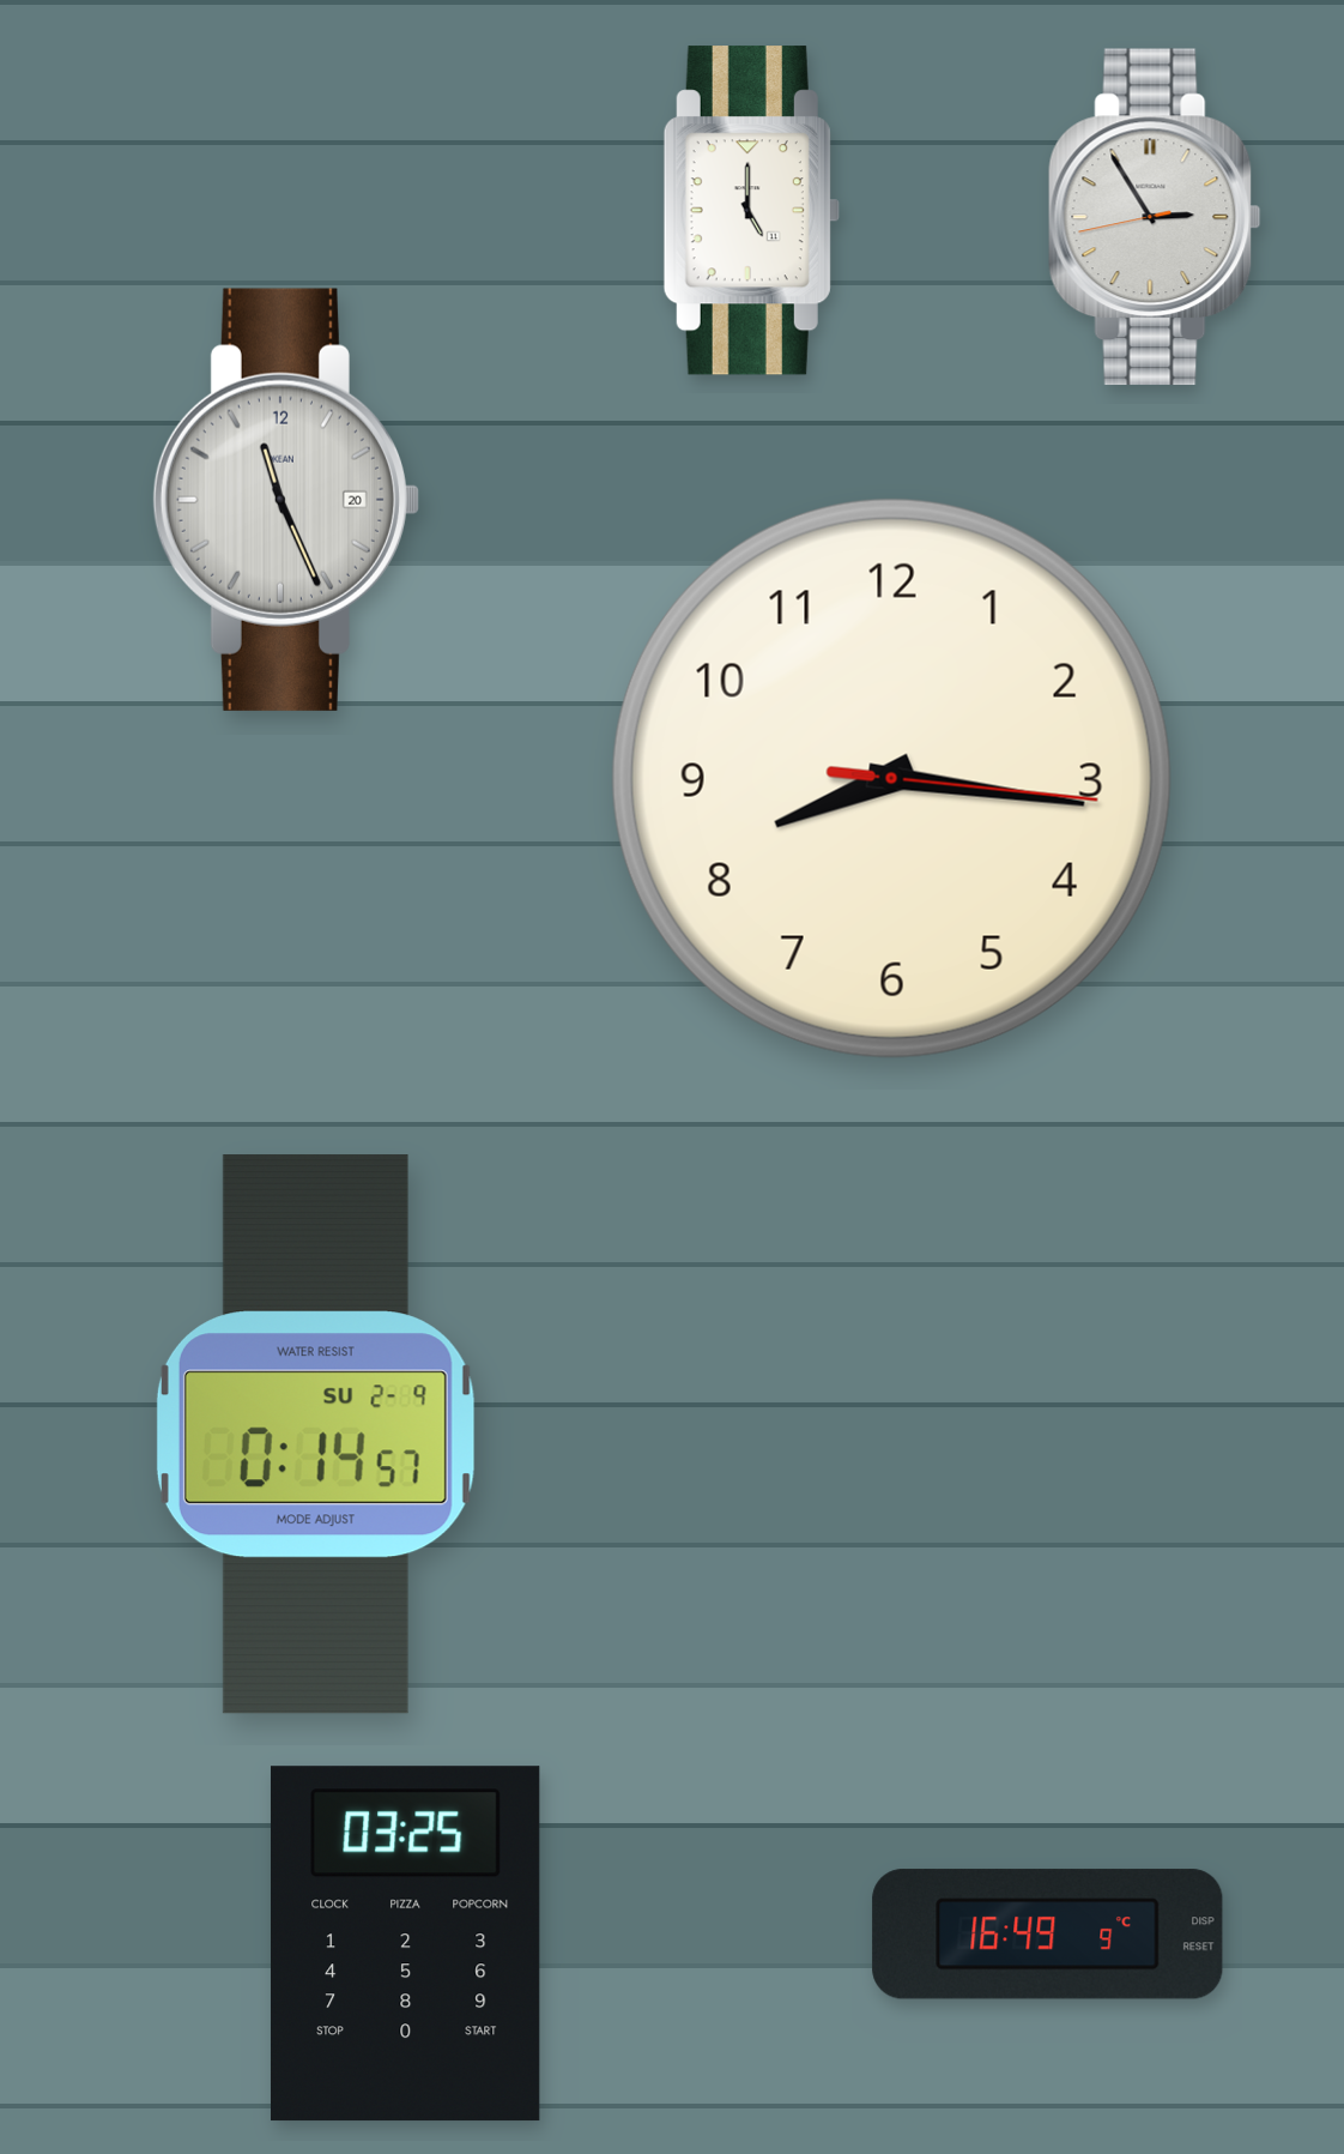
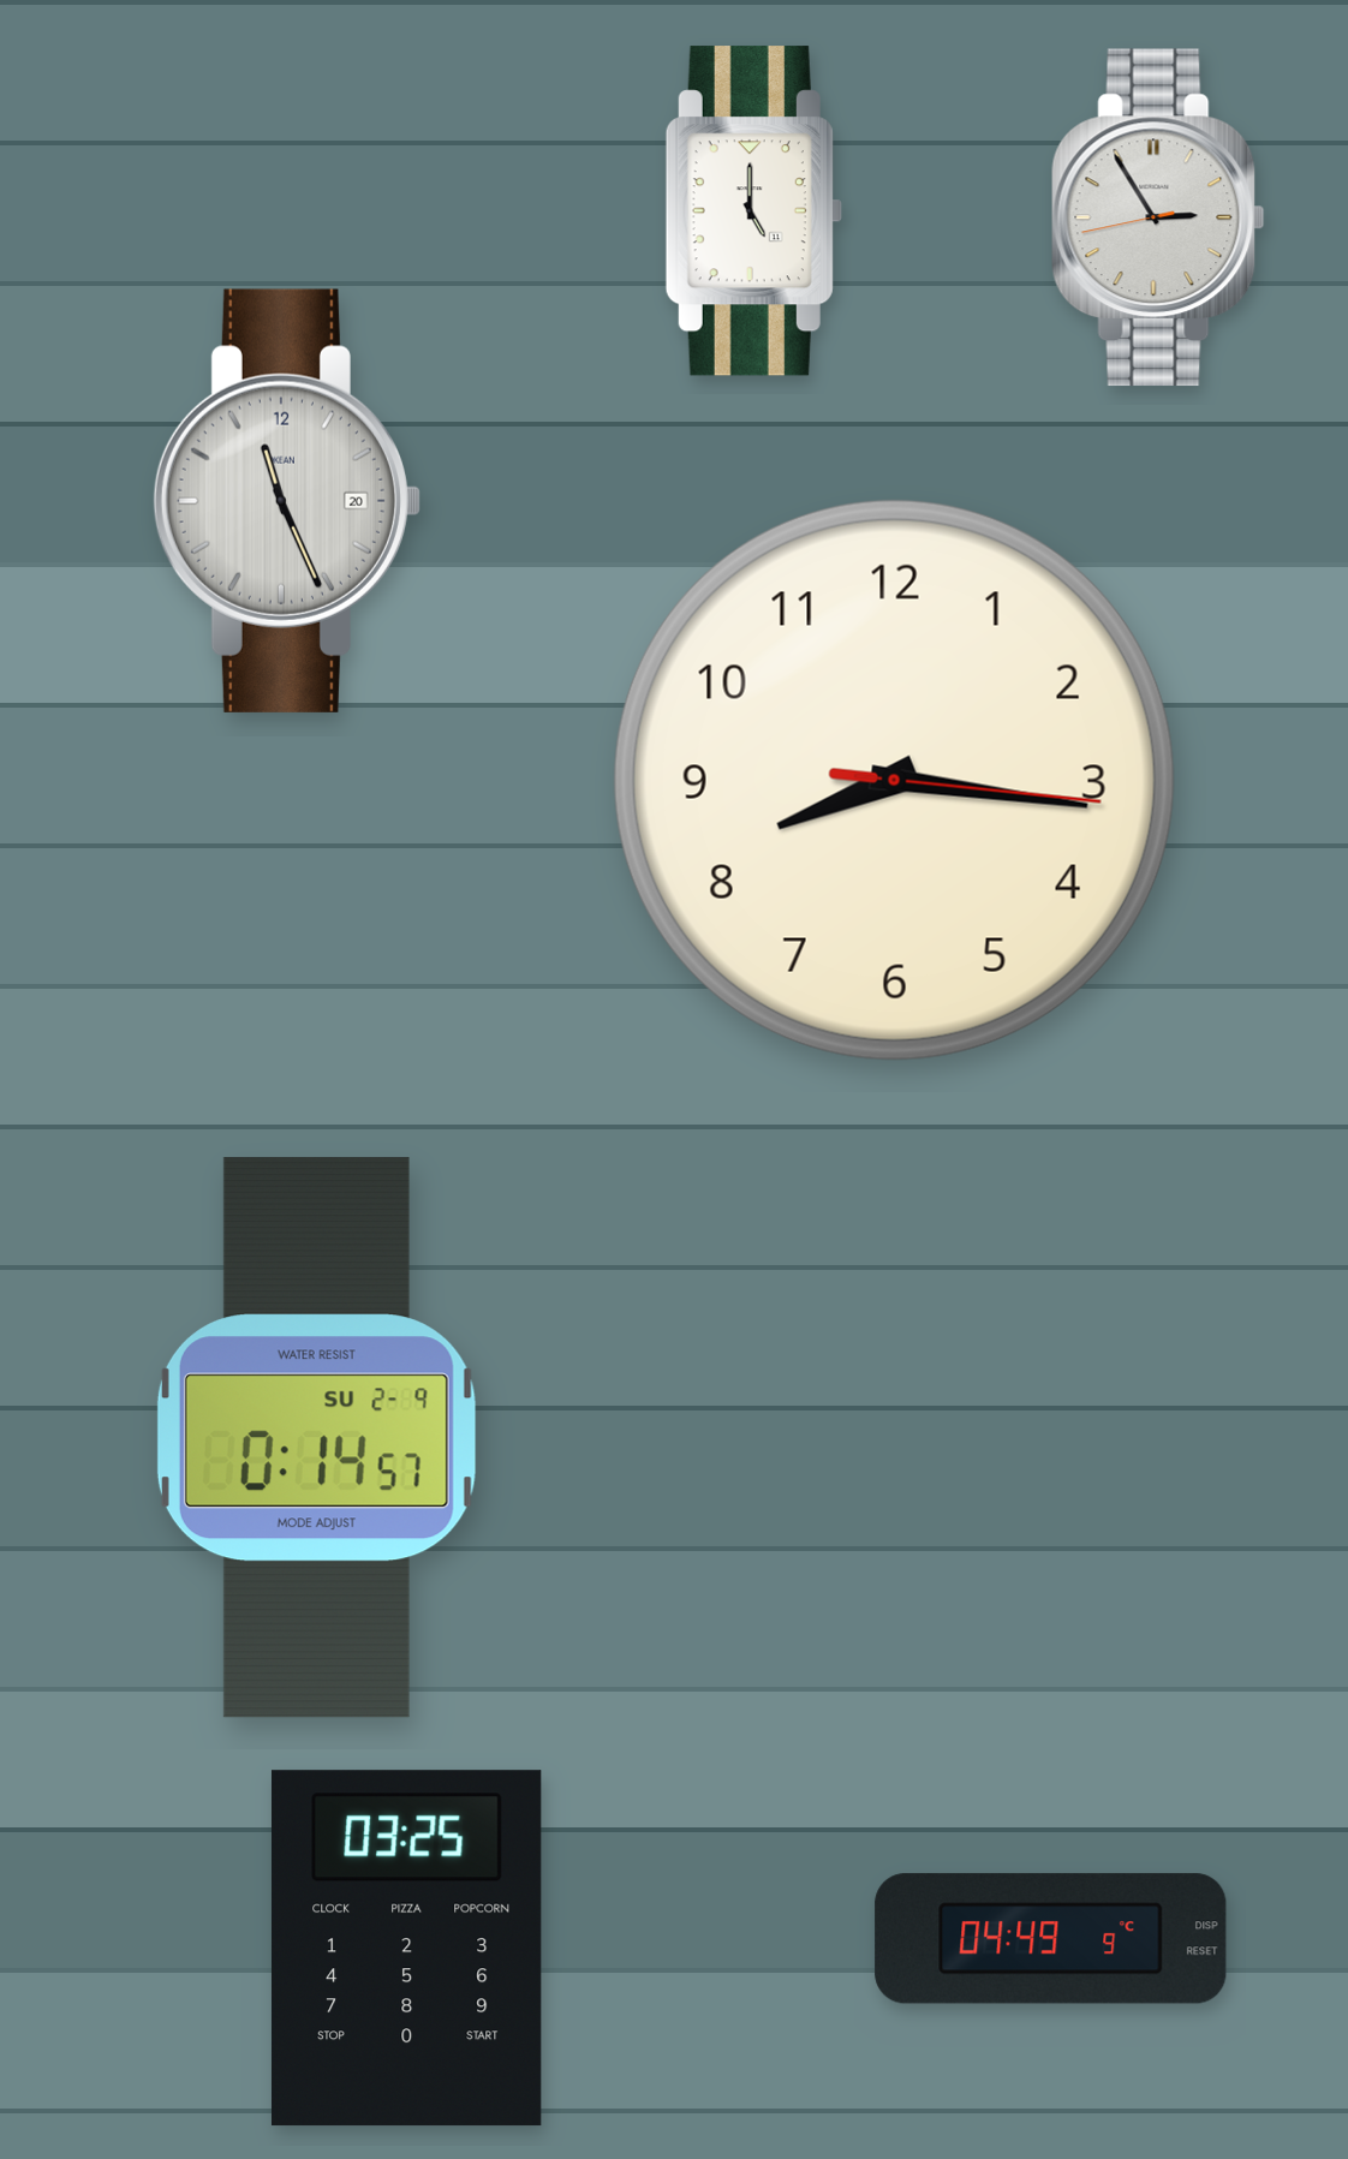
clock at (1048, 1935): 16:49 -> 04:49
